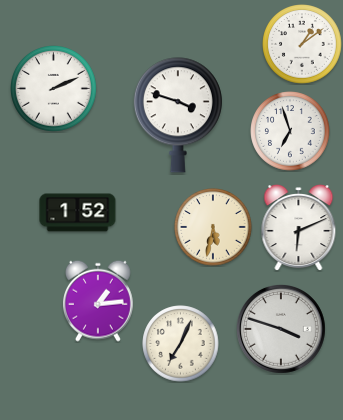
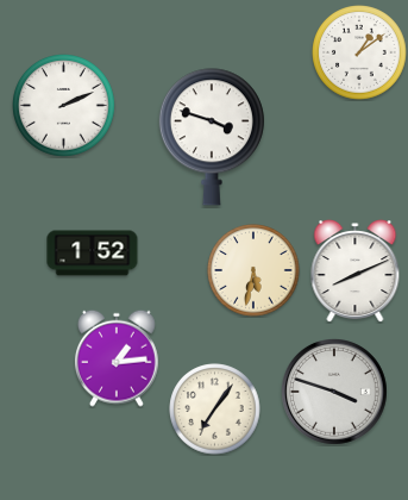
clock at (290, 131): 6:57 -> none
clock at (299, 228): 6:11 -> 8:11
clock at (181, 344): 7:04 -> 7:06
